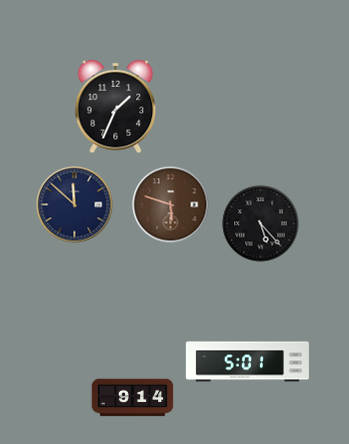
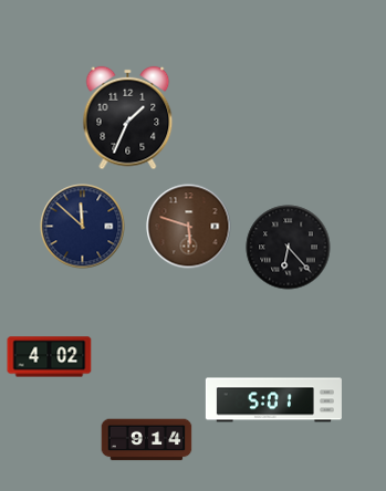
clock at (261, 224): 5:23 -> 6:23
clock at (50, 357): none -> 4:02
